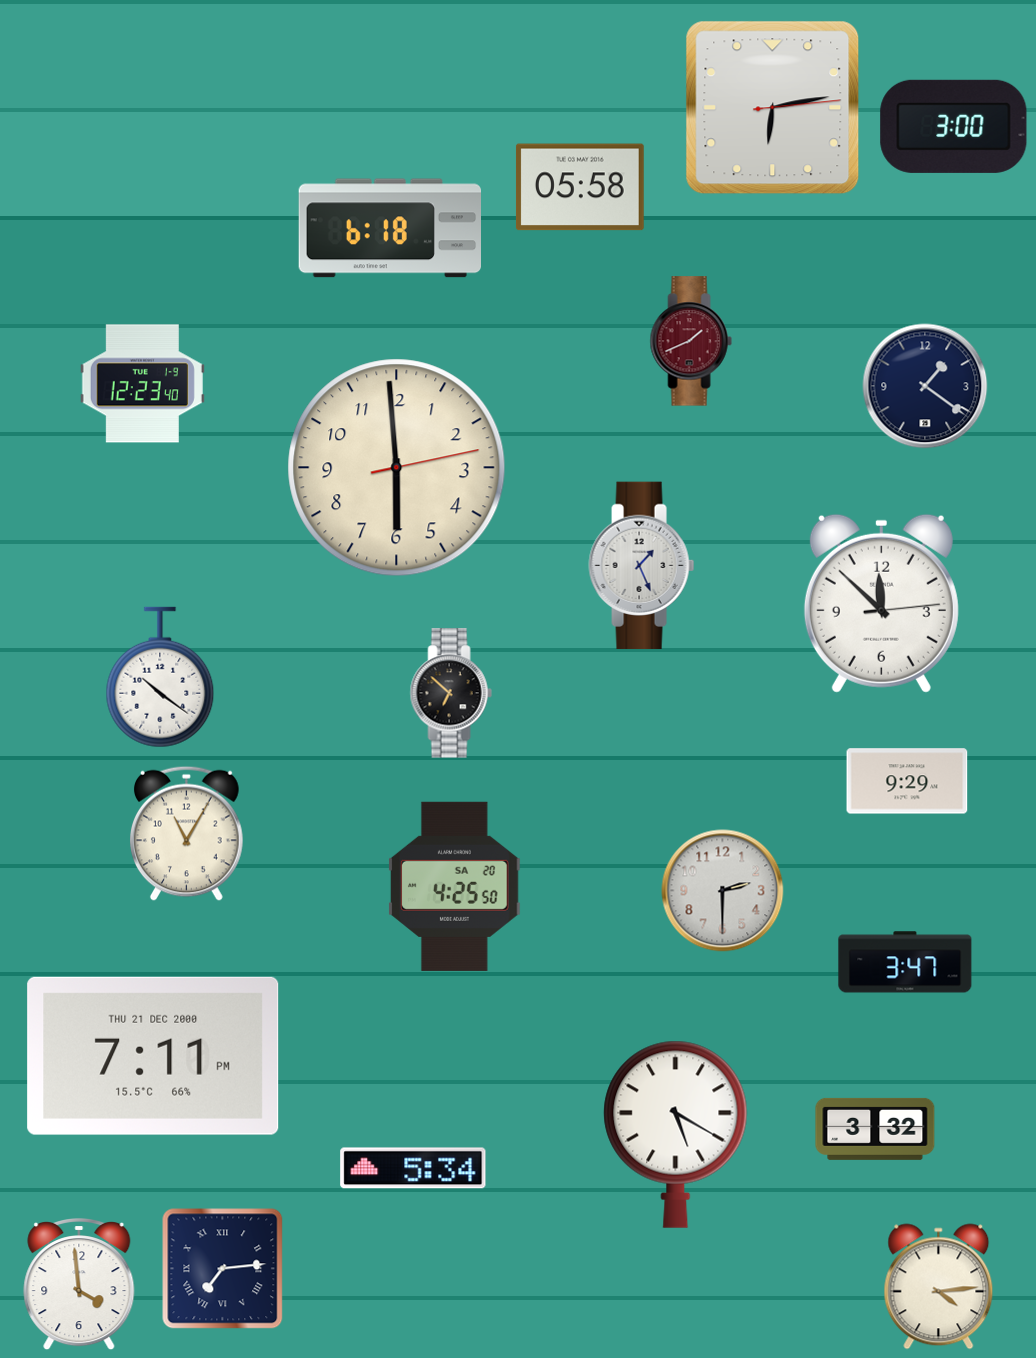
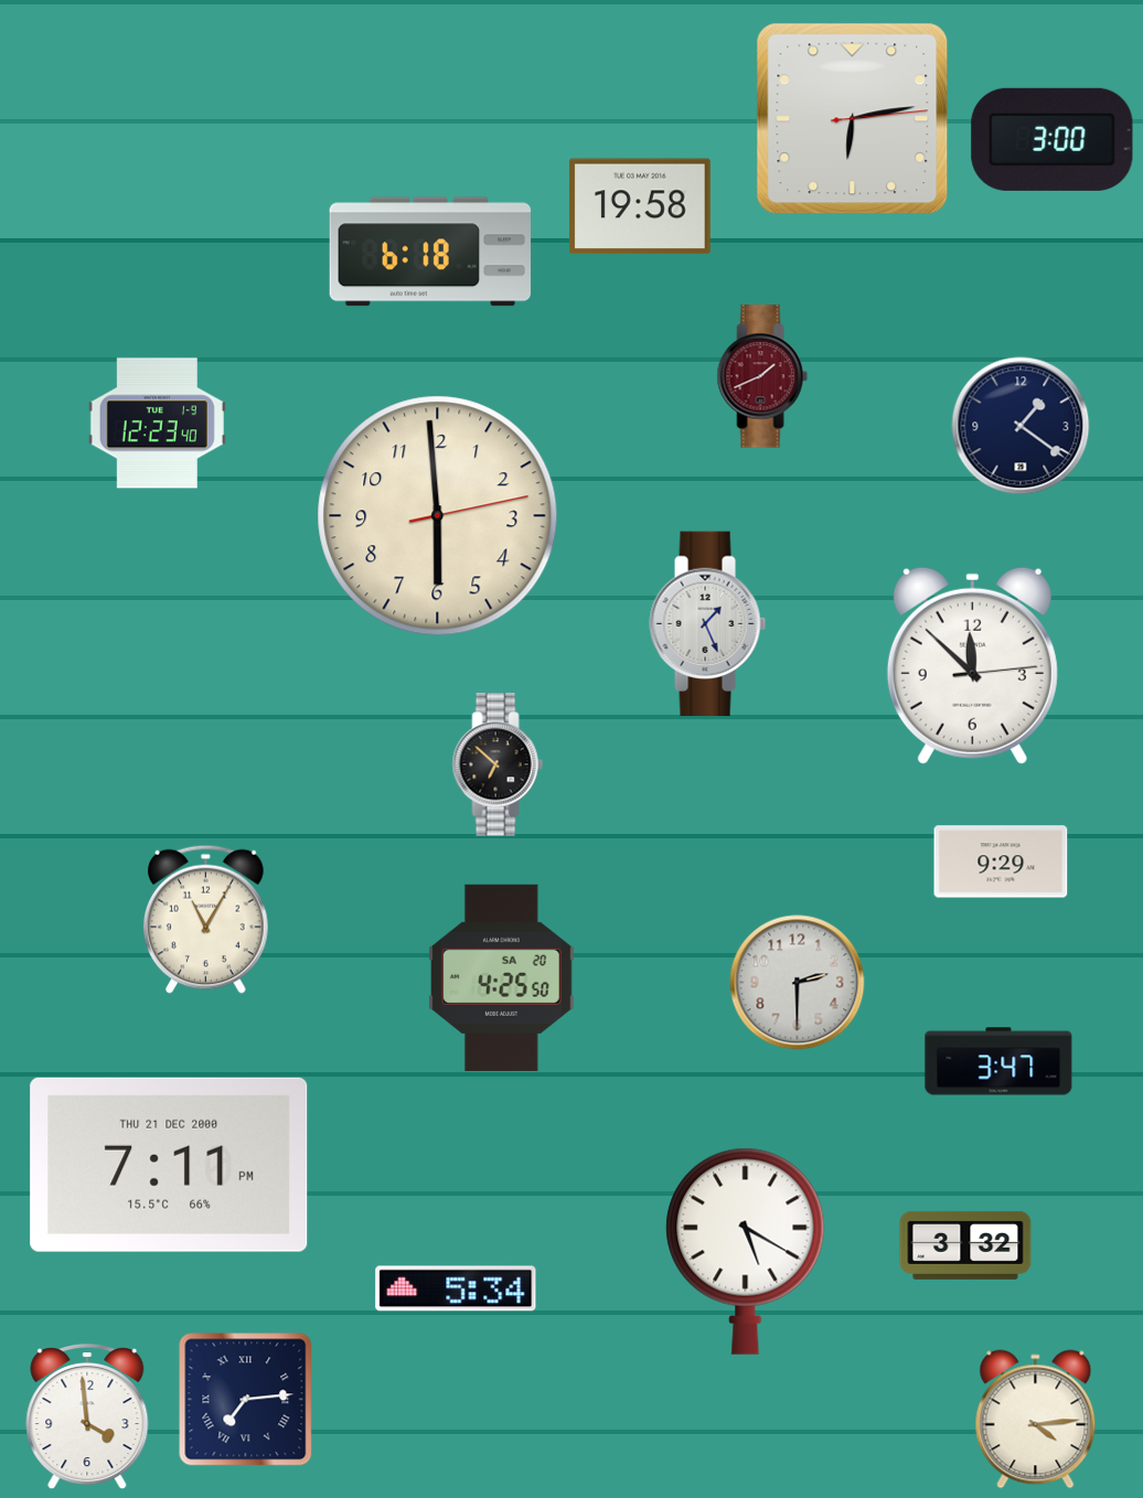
clock at (580, 187): 05:58 -> 19:58
clock at (160, 677): 10:21 -> none
